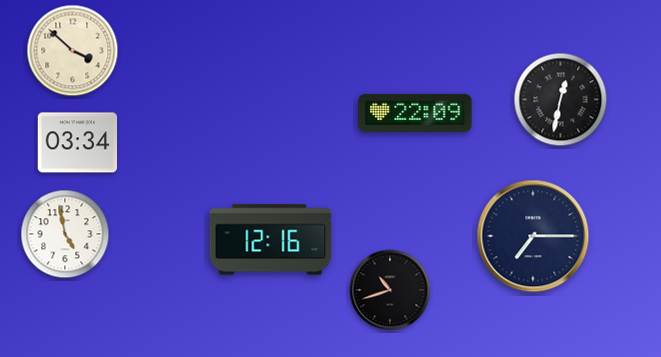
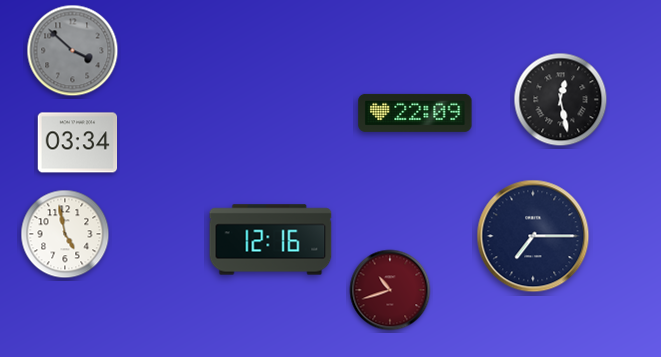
clock at (73, 51) dial: cream -> grey
clock at (561, 100): 12:32 -> 12:28
clock at (390, 290) dial: black -> burgundy
